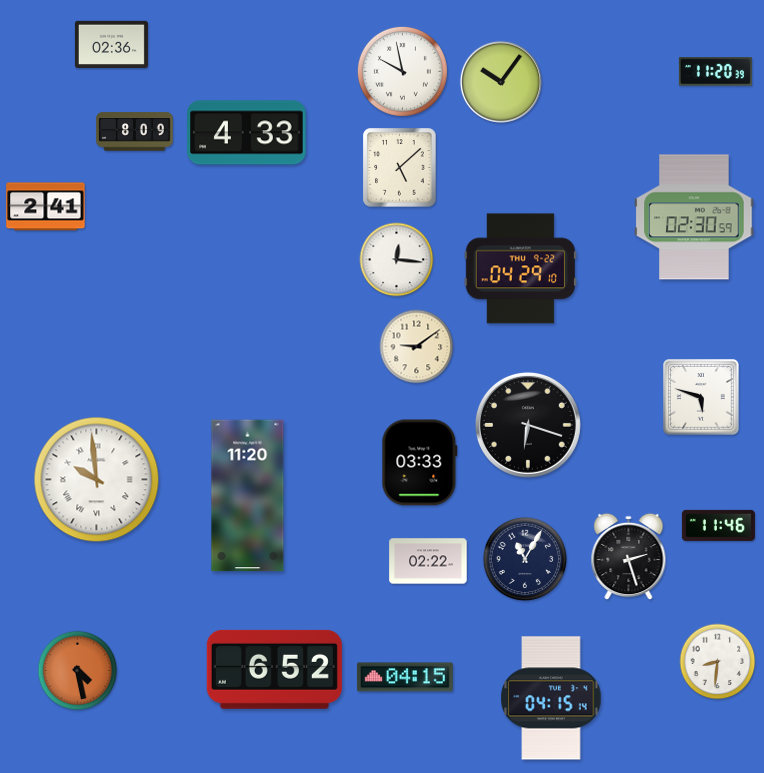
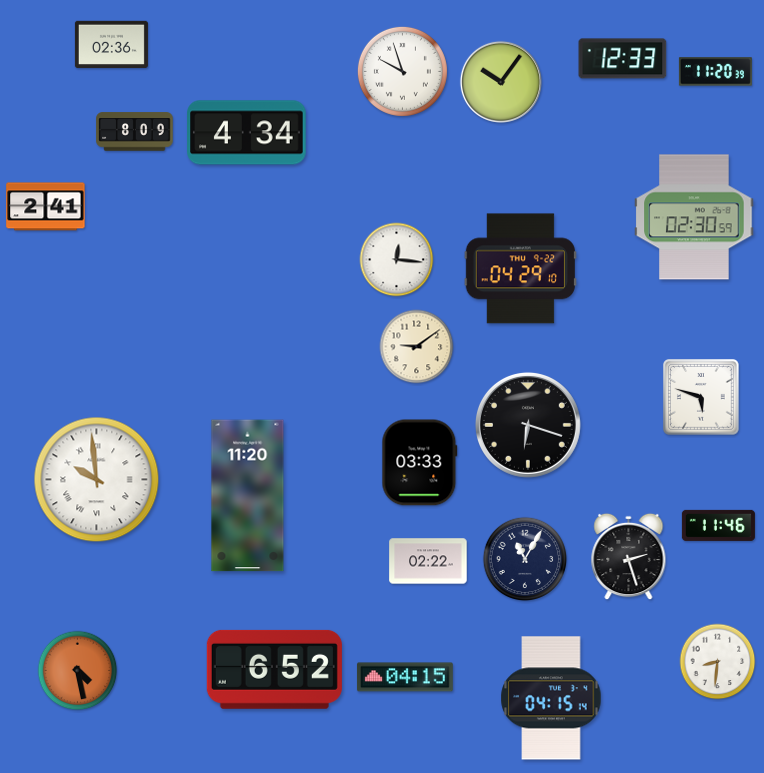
clock at (623, 59): none -> 12:33
clock at (402, 71): 9:58 -> 9:57
clock at (247, 133): 4:33 -> 4:34
clock at (400, 168): 5:08 -> none
